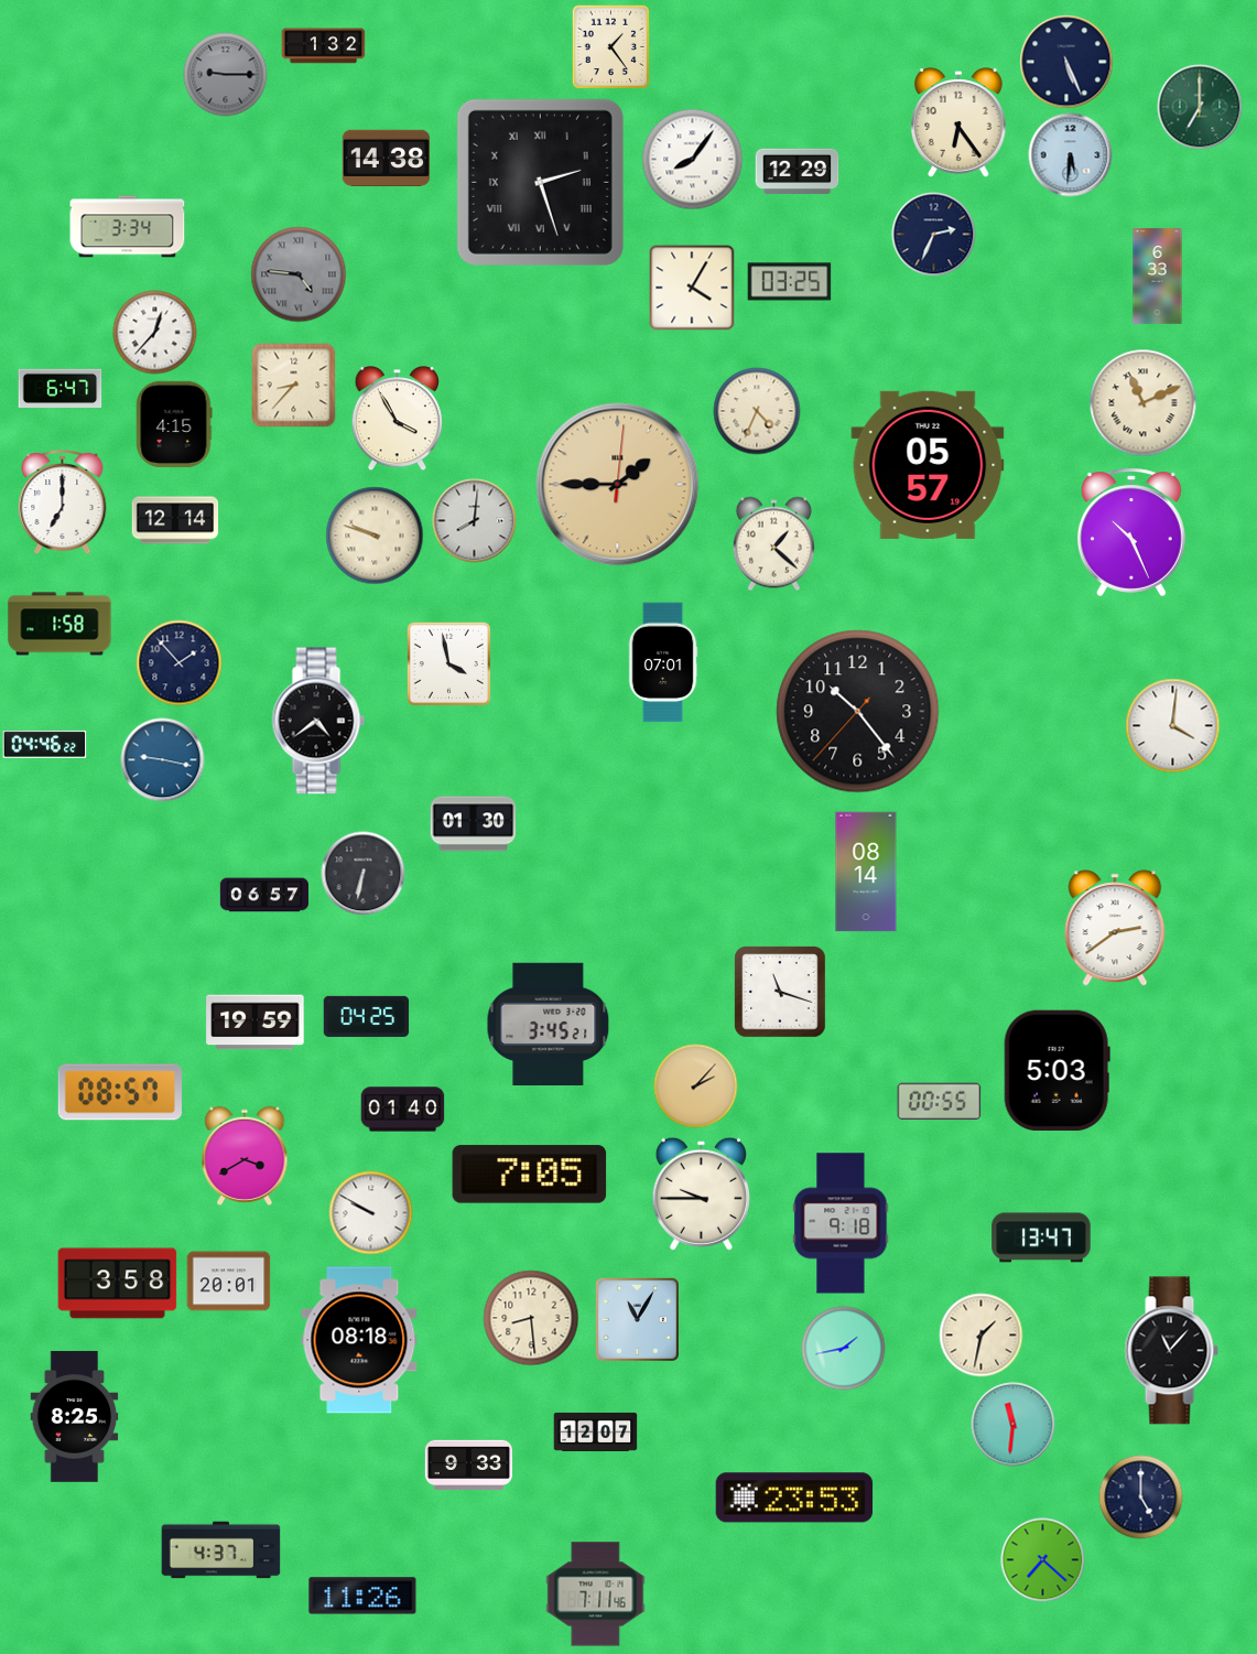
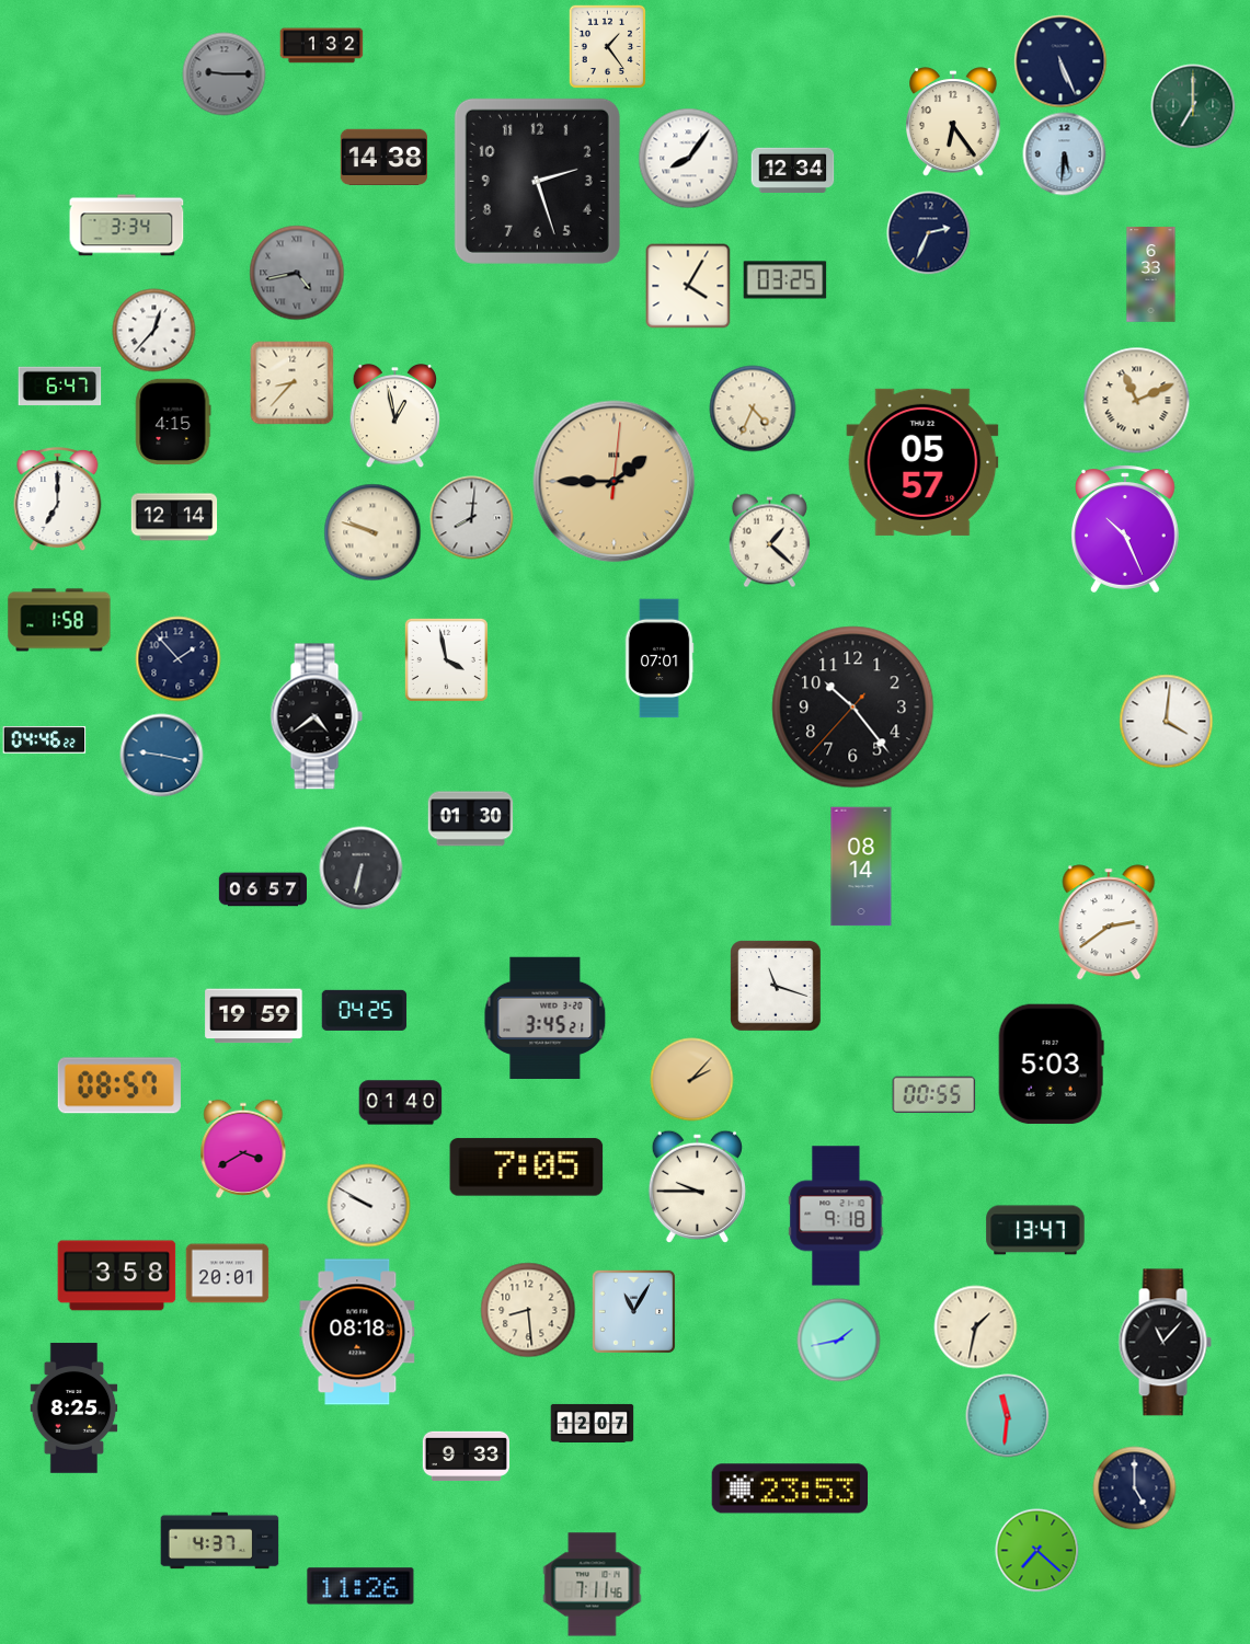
clock at (798, 172): 12:29 -> 12:34
clock at (540, 182) numerals: Roman -> Arabic
clock at (299, 274): 4:46 -> 4:43
clock at (398, 419): 3:55 -> 12:58
clock at (63, 504) position: (63, 504) -> (58, 501)
